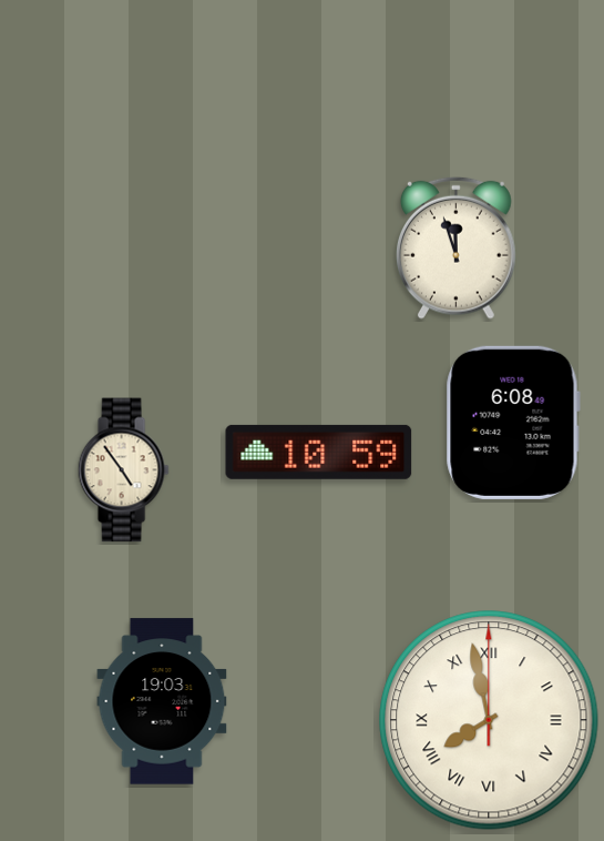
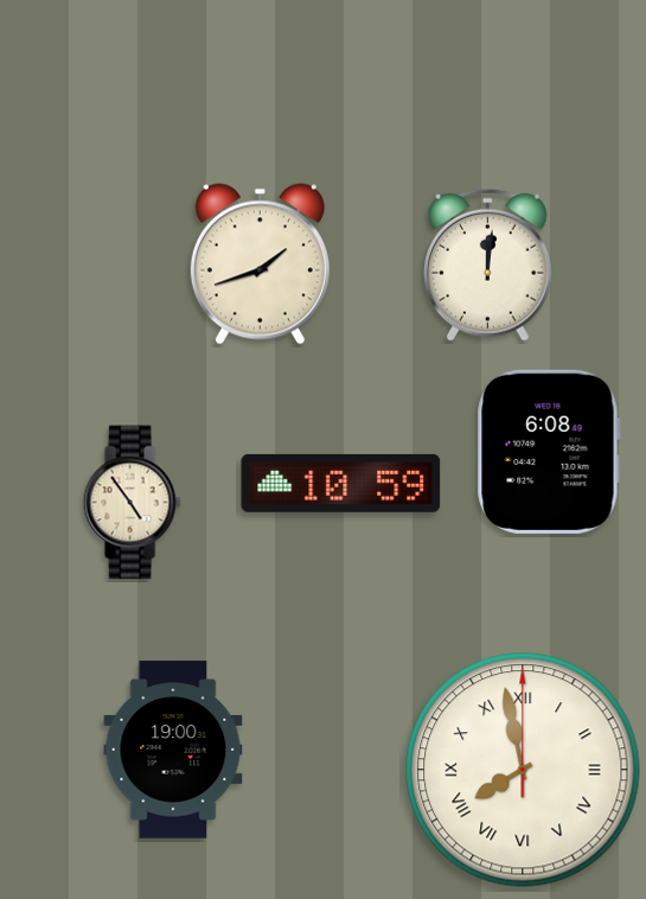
clock at (260, 264): none -> 1:42
clock at (457, 247): 11:57 -> 12:01
clock at (162, 701): 19:03 -> 19:00
